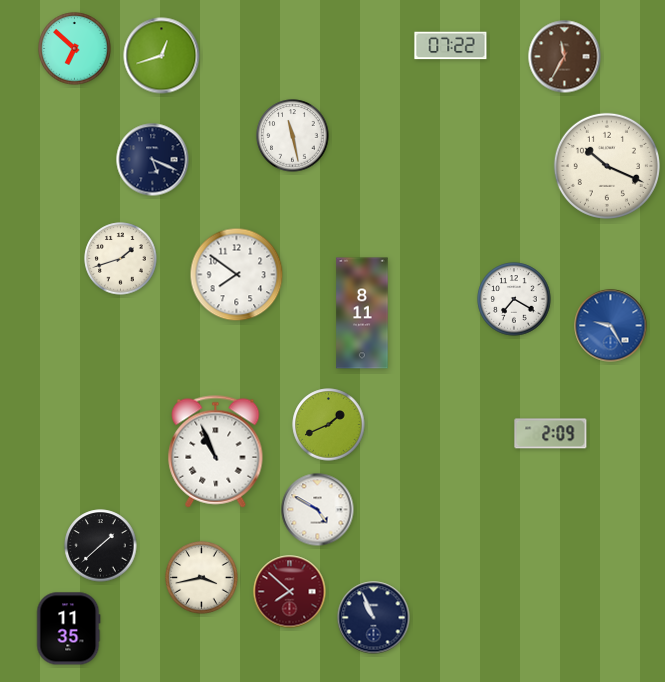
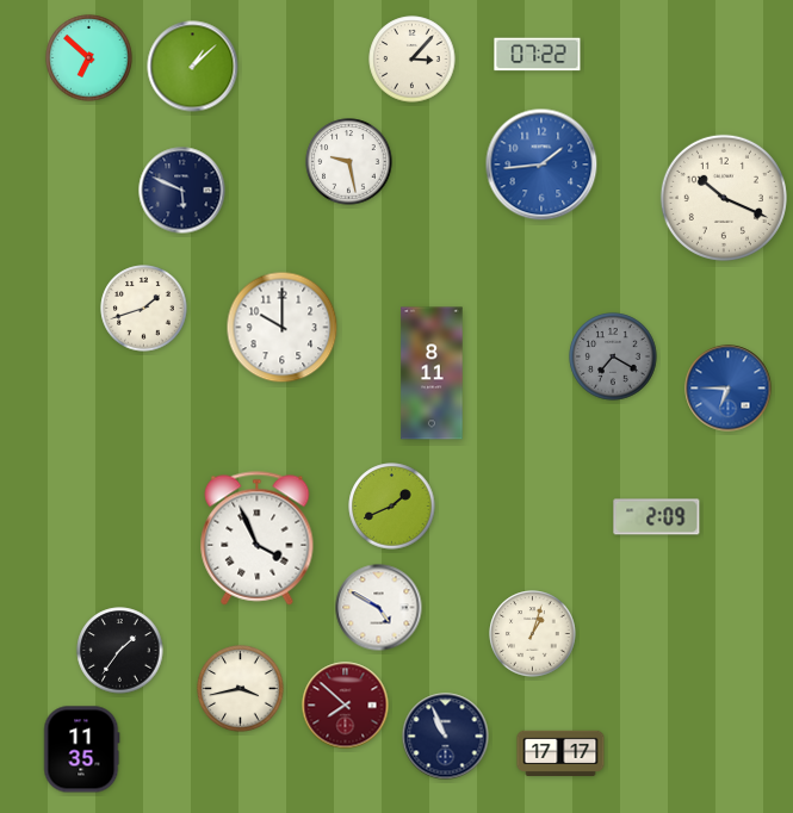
clock at (413, 60): none -> 3:07
clock at (162, 56): 12:42 -> 1:08
clock at (565, 57): 11:35 -> none
clock at (293, 136): 11:28 -> 9:28
clock at (541, 165): none -> 1:44
clock at (153, 160): 5:19 -> 5:49
clock at (237, 275): 7:51 -> 10:00
clock at (514, 299) dial: white -> grey
clock at (611, 326): 9:25 -> 6:45
clock at (216, 452): 10:56 -> 3:56
clock at (533, 634): none -> 1:03
clock at (101, 546): 1:38 -> 1:36
clock at (560, 752): none -> 17:17
